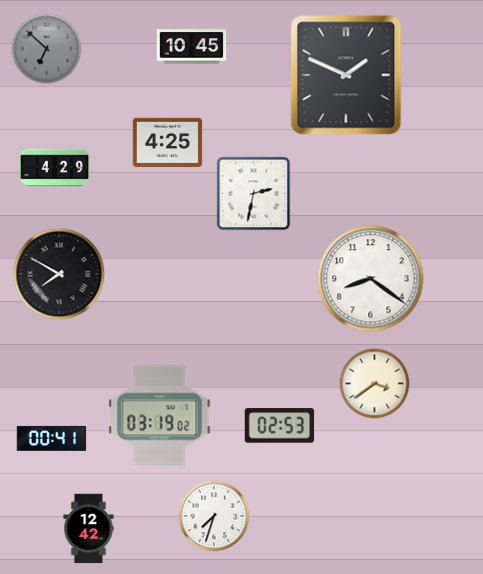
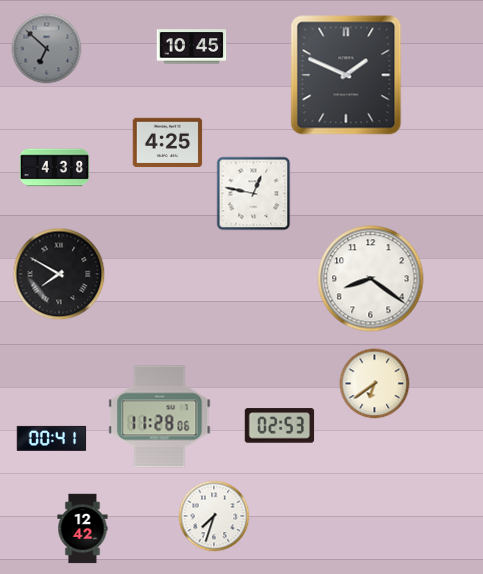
clock at (55, 168): 4:29 -> 4:38
clock at (254, 194): 2:32 -> 12:47
clock at (375, 384): 3:39 -> 6:39
clock at (160, 417): 03:19 -> 11:28
clock at (89, 529) position: (89, 529) -> (83, 529)
